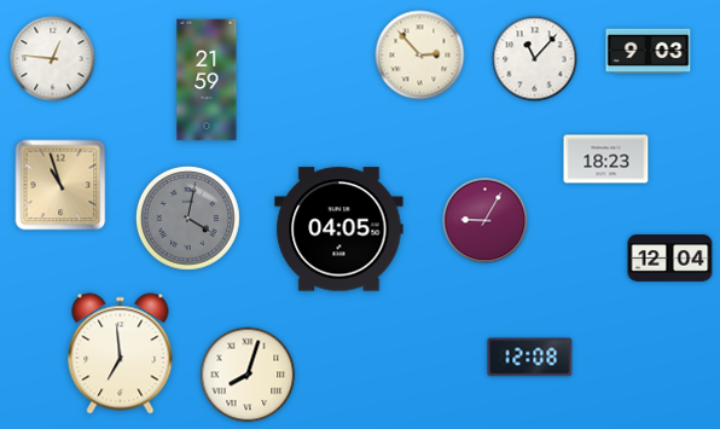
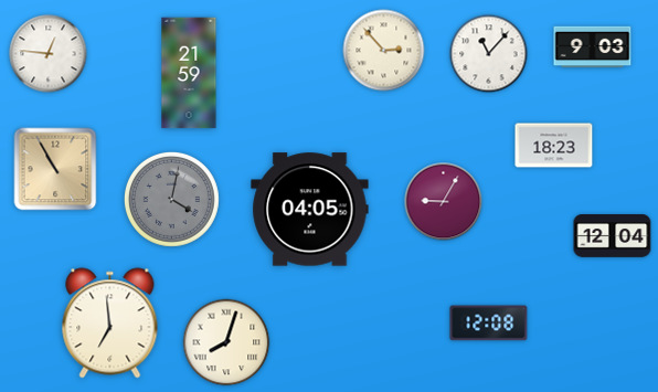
clock at (60, 185): 10:57 -> 10:55
clock at (530, 358) position: (530, 358) -> (489, 324)
